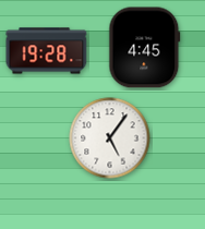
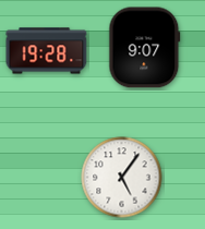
clock at (145, 48): 4:45 -> 9:07
clock at (110, 138) position: (110, 138) -> (122, 178)
